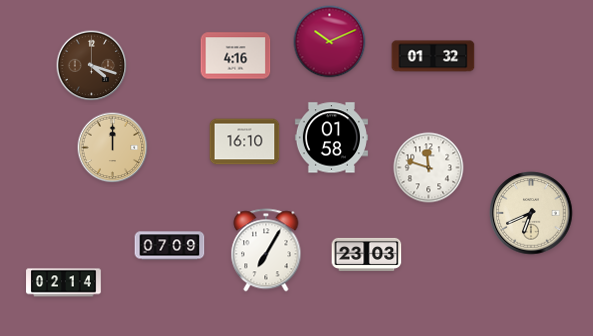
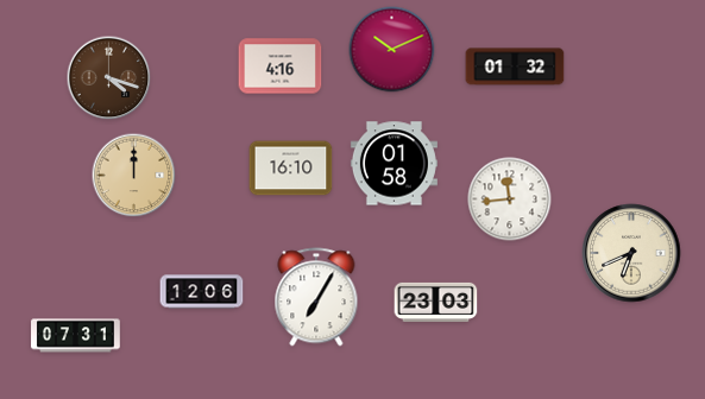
clock at (429, 168): 11:48 -> 11:44
clock at (170, 246): 07:09 -> 12:06
clock at (64, 283): 02:14 -> 07:31
